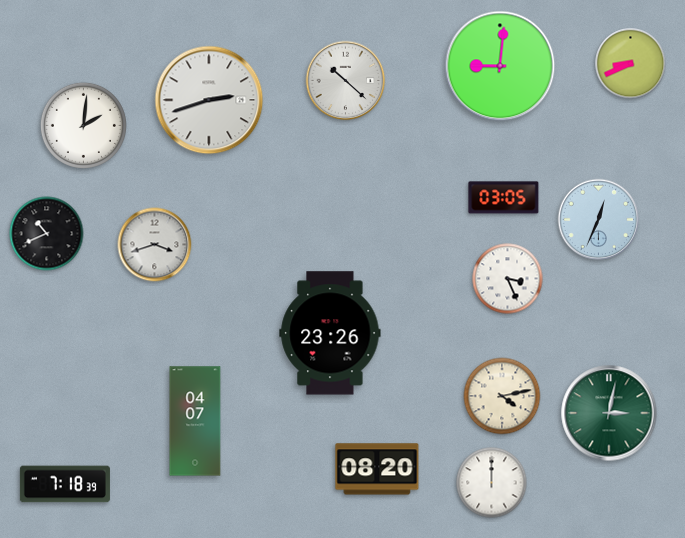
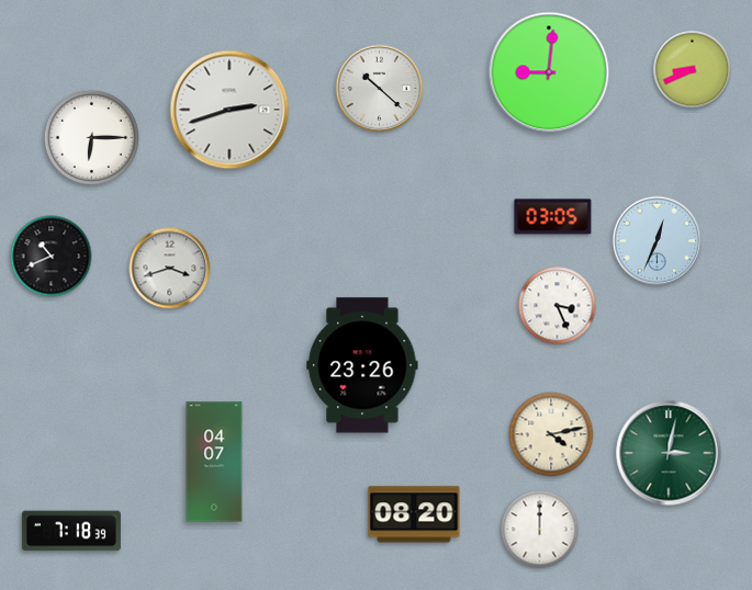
clock at (83, 125): 2:01 -> 6:15
